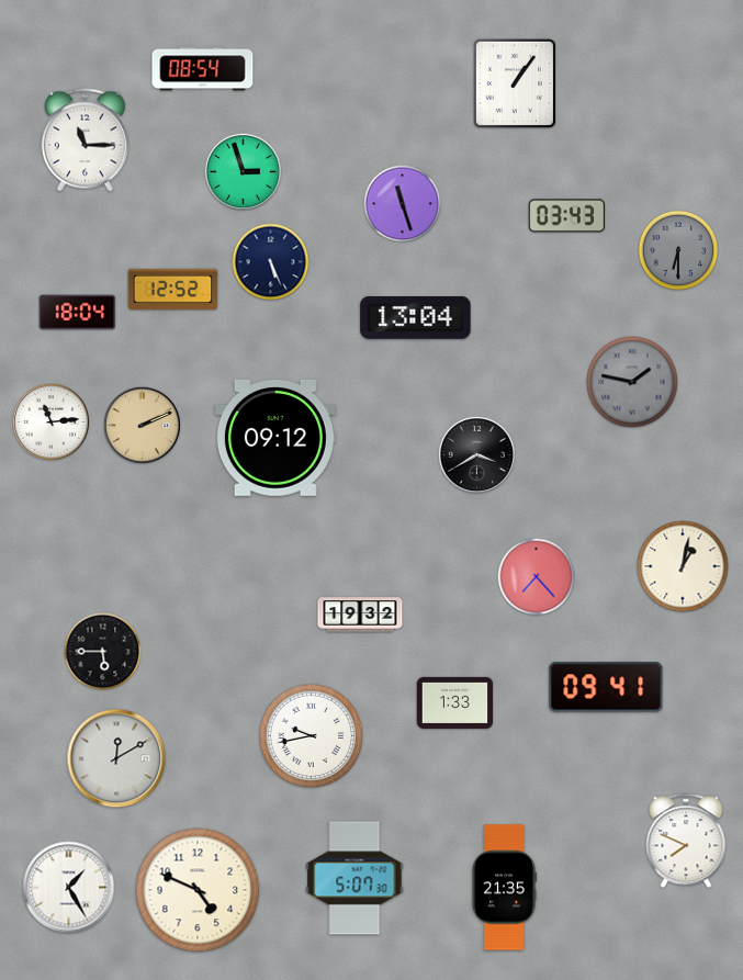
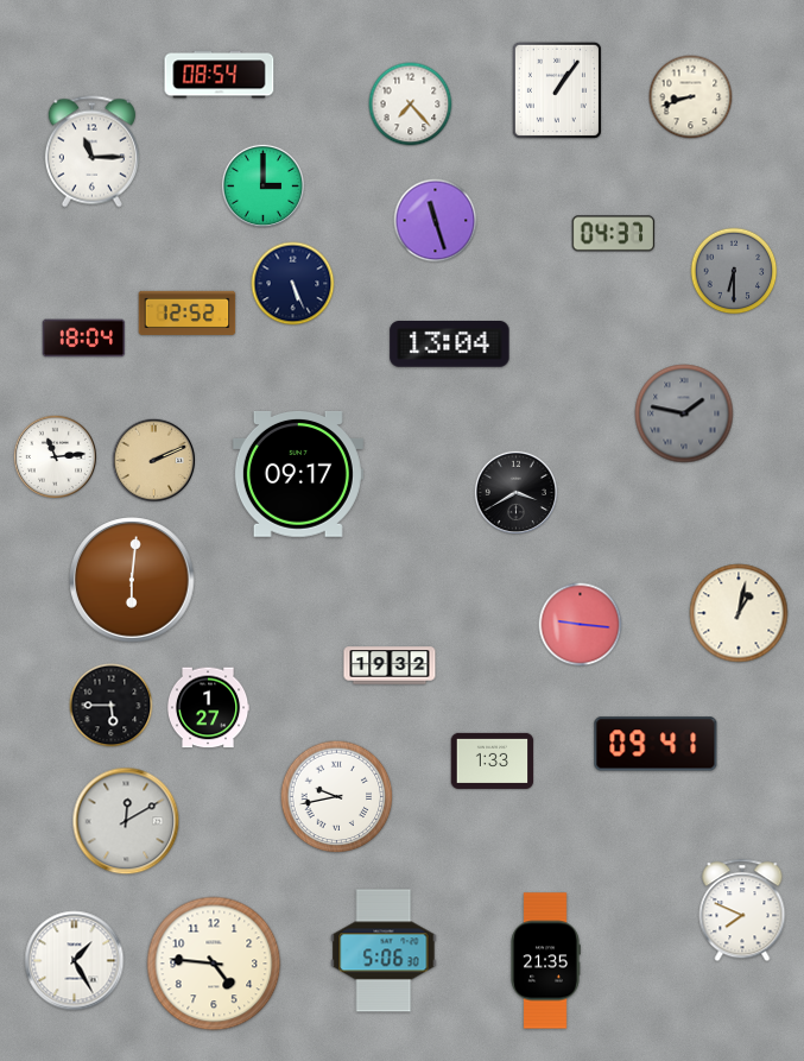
clock at (691, 97): none -> 8:42
clock at (411, 105): none -> 7:23
clock at (243, 171): 2:57 -> 3:00
clock at (567, 216): 03:43 -> 04:37
clock at (275, 439): 09:12 -> 09:17
clock at (132, 580): none -> 6:01
clock at (537, 577): 7:23 -> 9:16
clock at (208, 708): none -> 1:27
clock at (354, 878): 5:07 -> 5:06
clock at (198, 890): 4:49 -> 4:46
